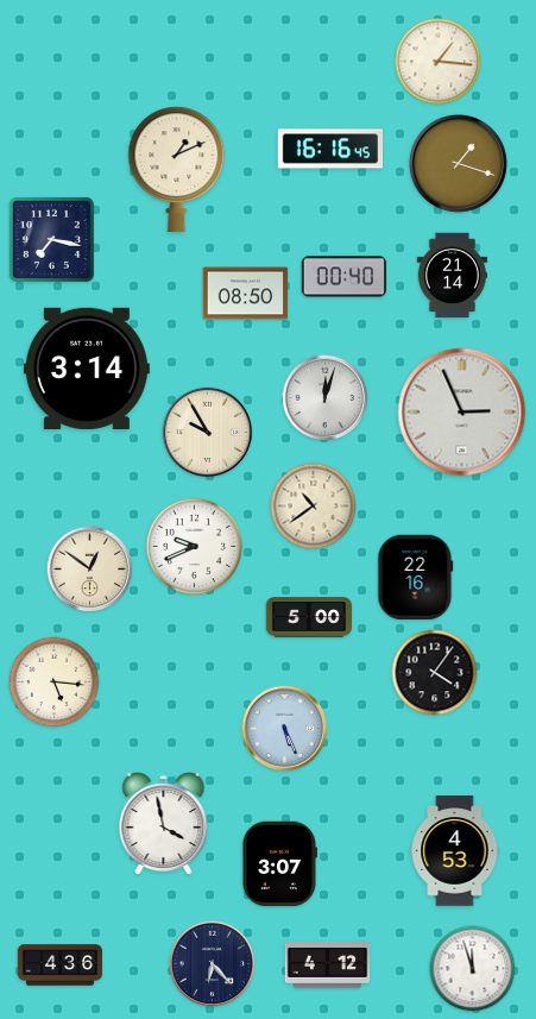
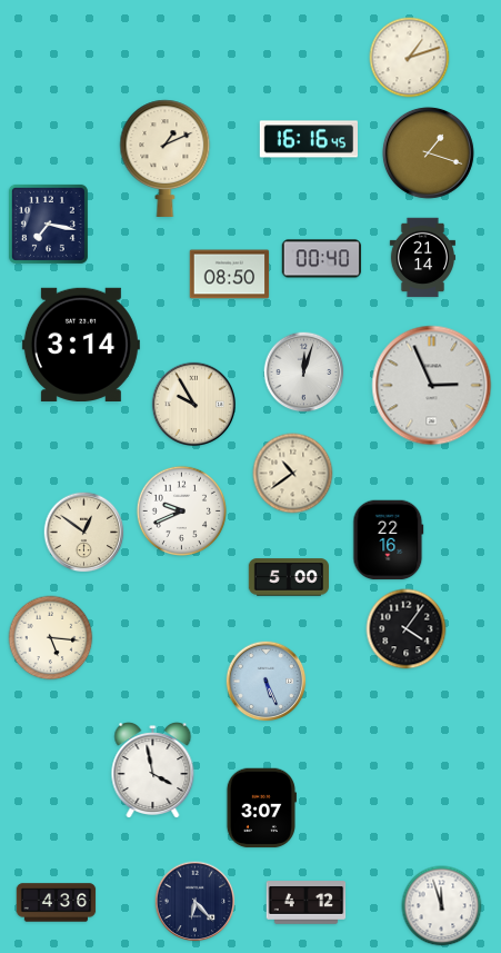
clock at (439, 62): 1:16 -> 1:12
clock at (455, 851): 4:53 -> none
clock at (213, 964) position: (213, 964) -> (196, 902)
